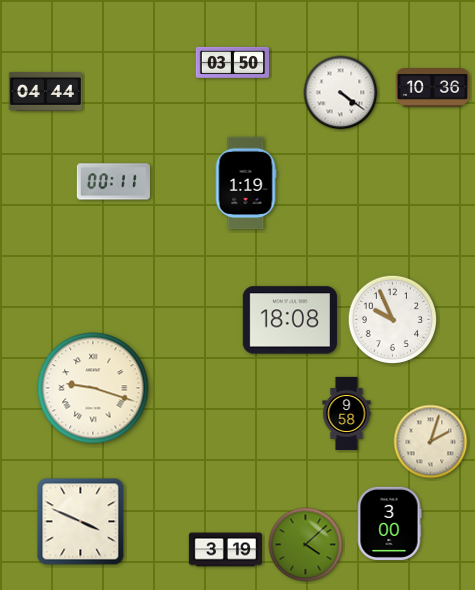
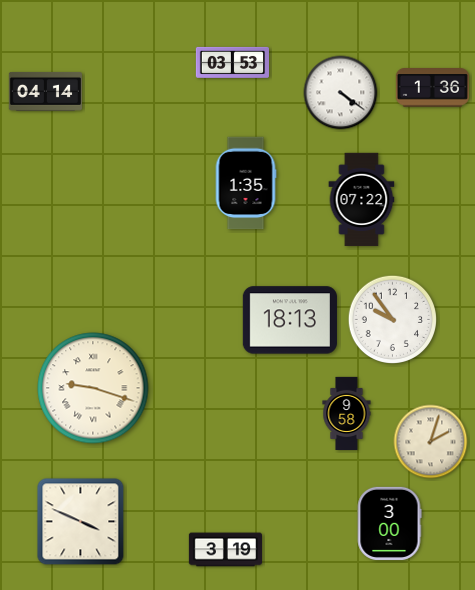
clock at (232, 62): 03:50 -> 03:53
clock at (432, 88): 10:36 -> 1:36
clock at (45, 91): 04:44 -> 04:14
clock at (113, 182): 00:11 -> none
clock at (246, 183): 1:19 -> 1:35
clock at (362, 200): none -> 07:22
clock at (392, 319): 9:56 -> 9:54
clock at (290, 320): 18:08 -> 18:13
clock at (306, 545): 4:08 -> none
